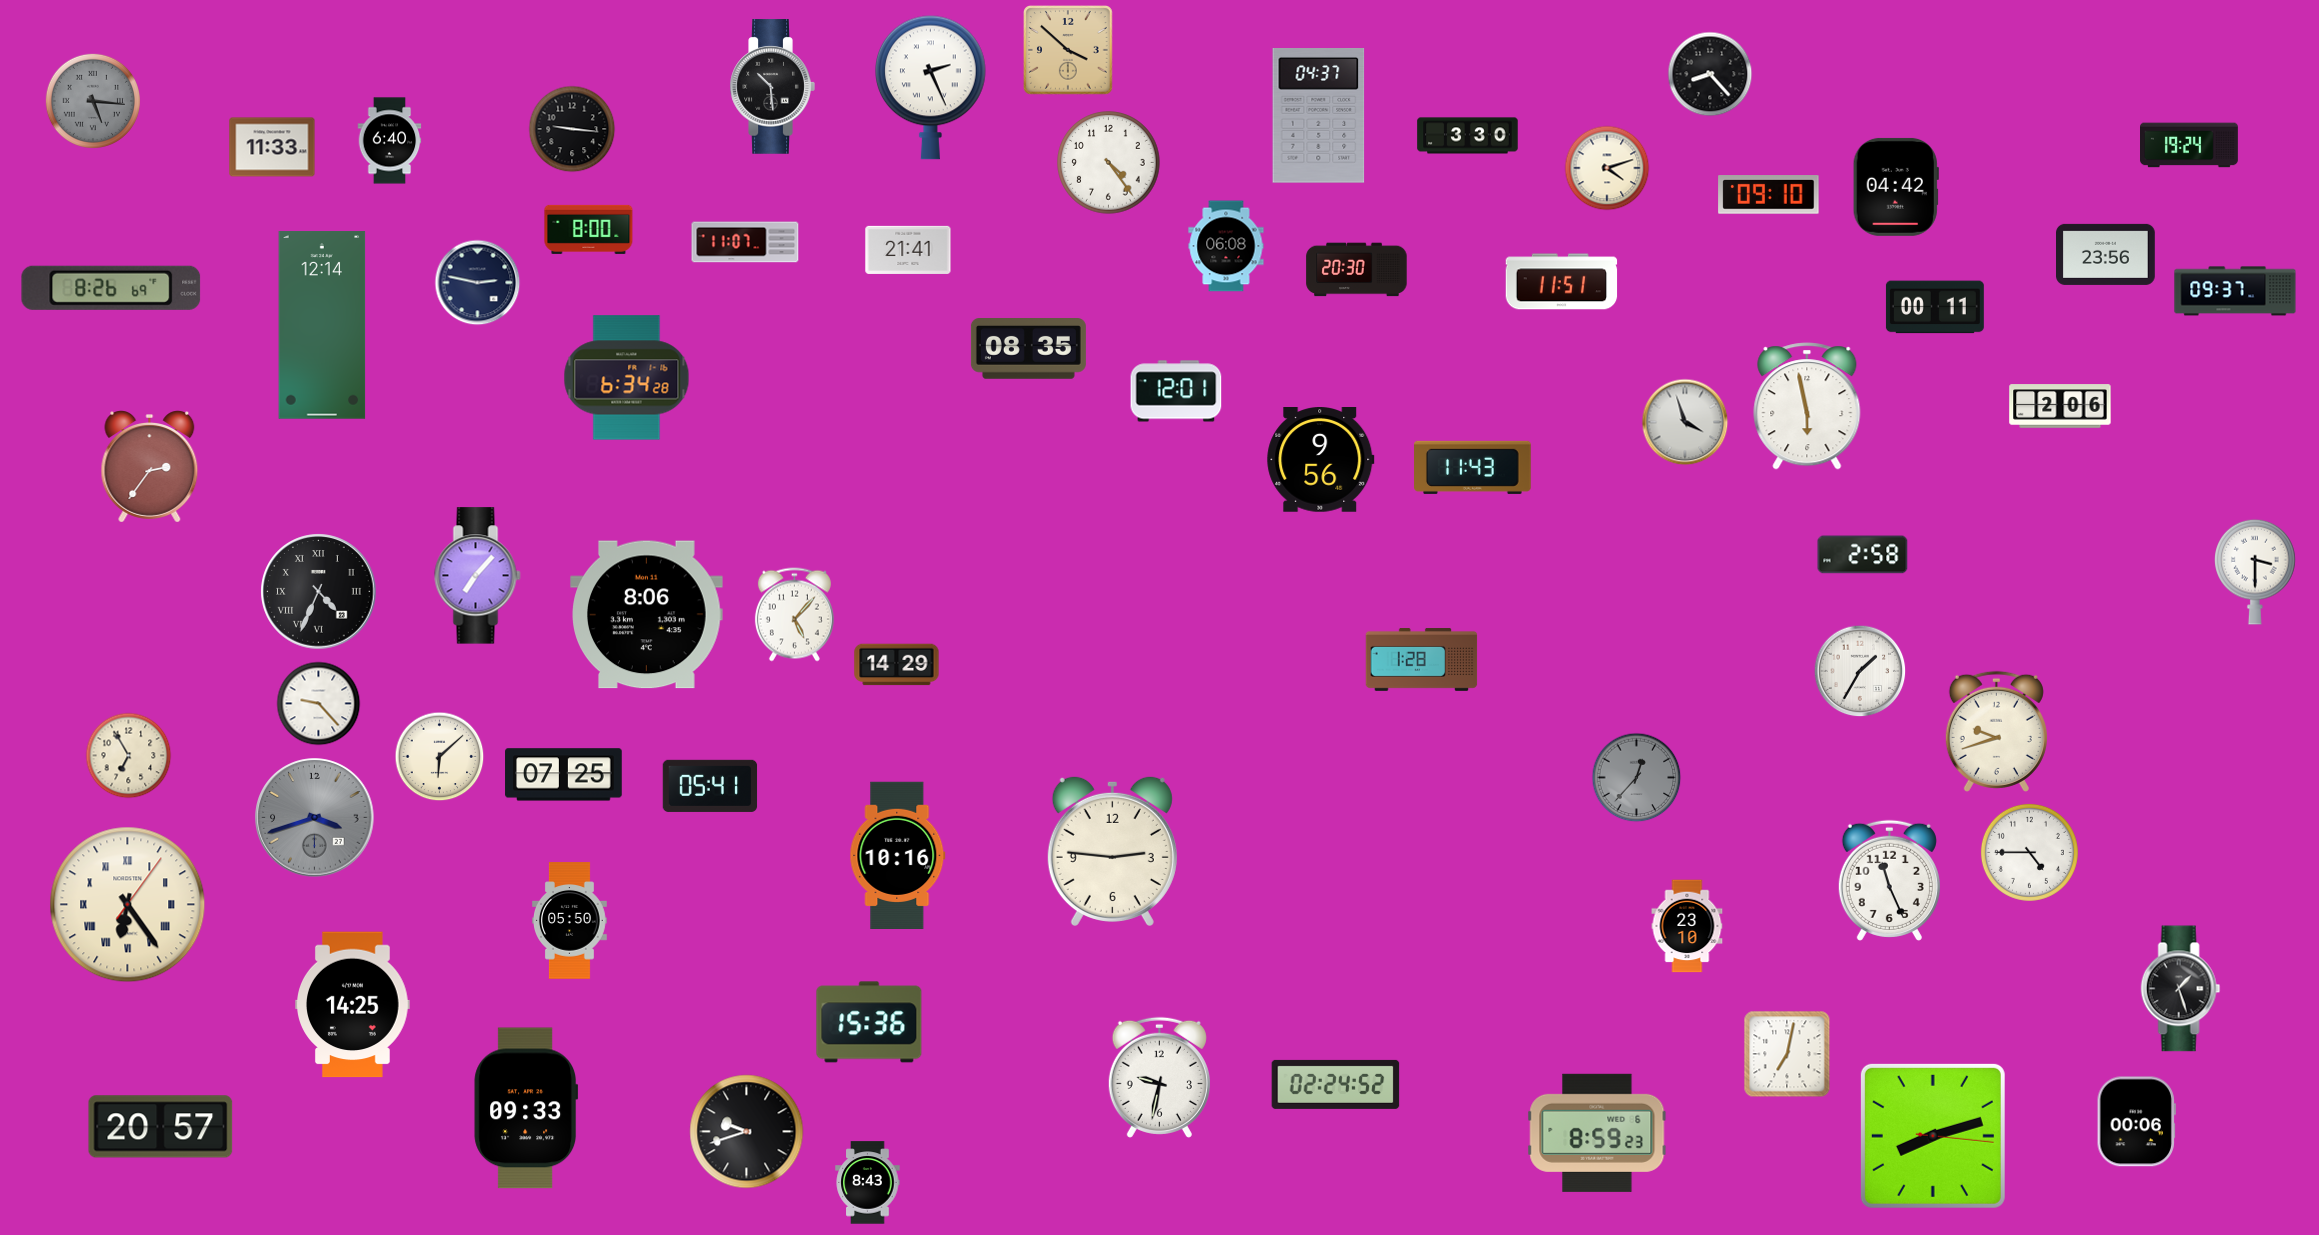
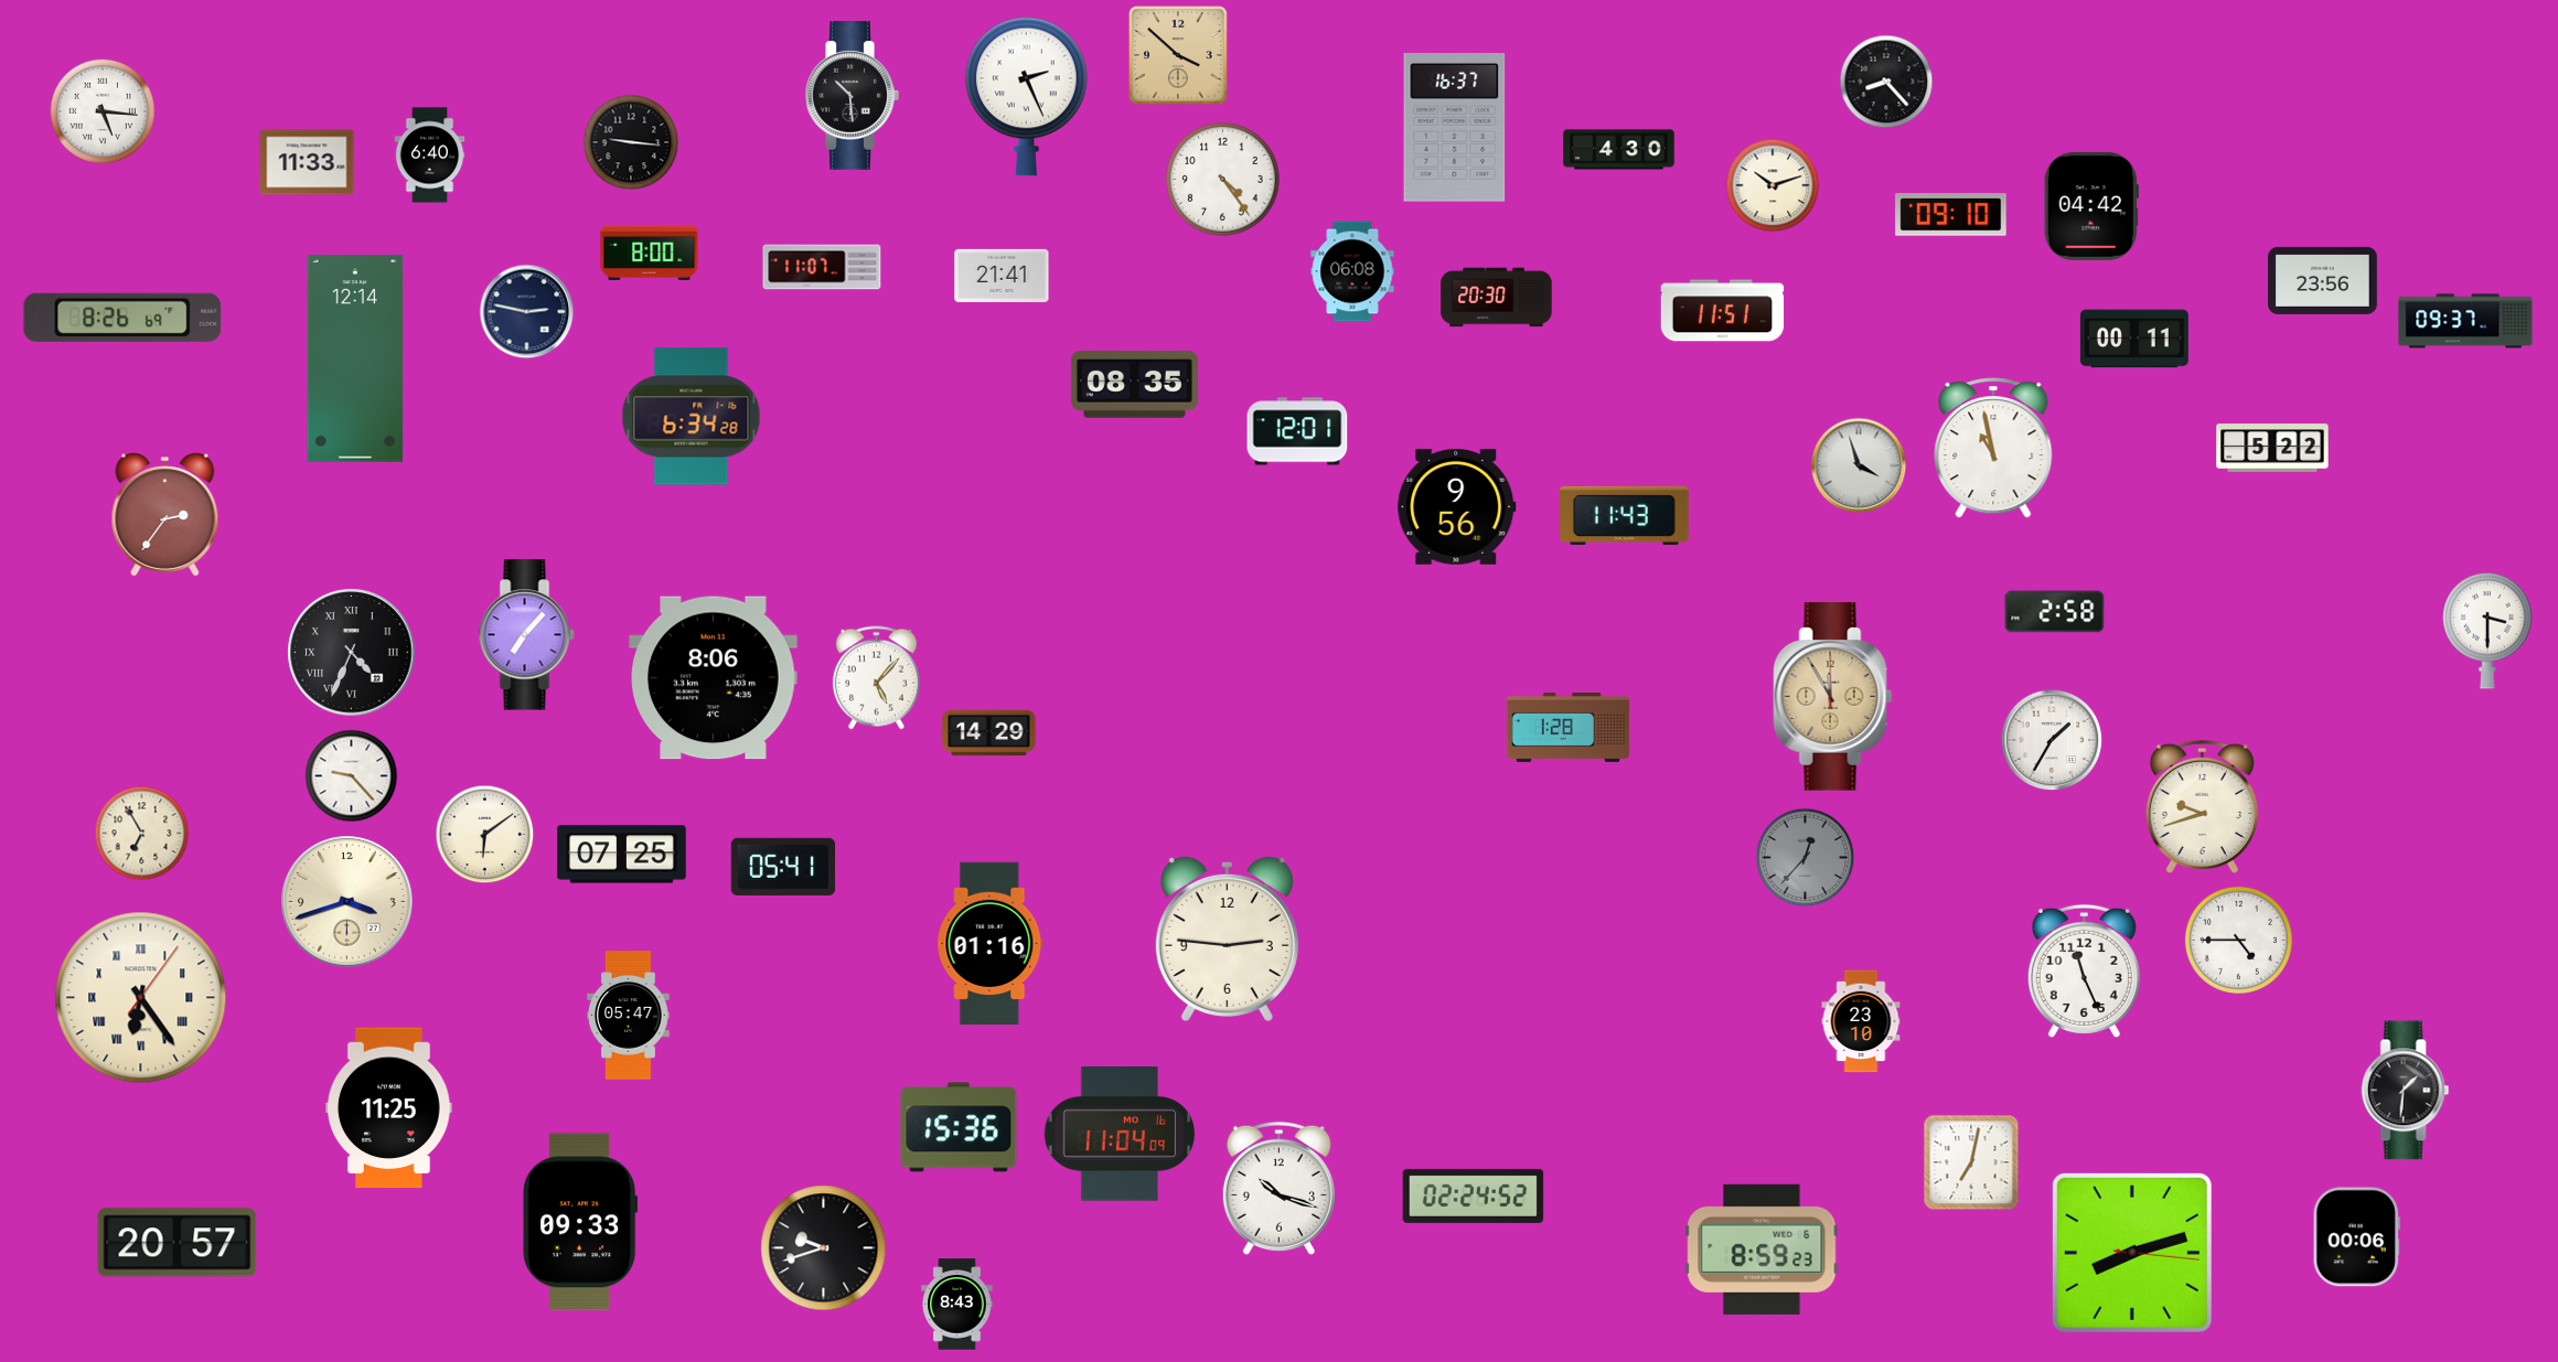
clock at (93, 101) dial: grey -> white
clock at (1319, 116): 04:37 -> 16:37
clock at (1468, 136): 3:30 -> 4:30
clock at (2190, 145): 19:24 -> none
clock at (272, 147) position: (272, 147) -> (307, 162)
clock at (1607, 168): 4:12 -> 10:12
clock at (1807, 406): 5:58 -> 10:58
clock at (2060, 406): 2:06 -> 5:22
clock at (1833, 697): none -> 11:55
clock at (440, 757): 6:08 -> 6:09
clock at (315, 818) dial: grey -> cream
clock at (898, 855): 10:16 -> 01:16
clock at (570, 921): 05:50 -> 05:47
clock at (2181, 989): 1:27 -> 1:31
clock at (353, 1005): 14:25 -> 11:25
clock at (1120, 1135): none -> 11:04
clock at (1159, 1077): 9:32 -> 10:18
